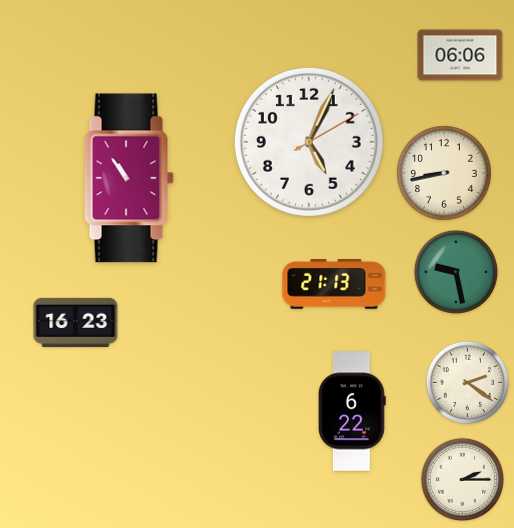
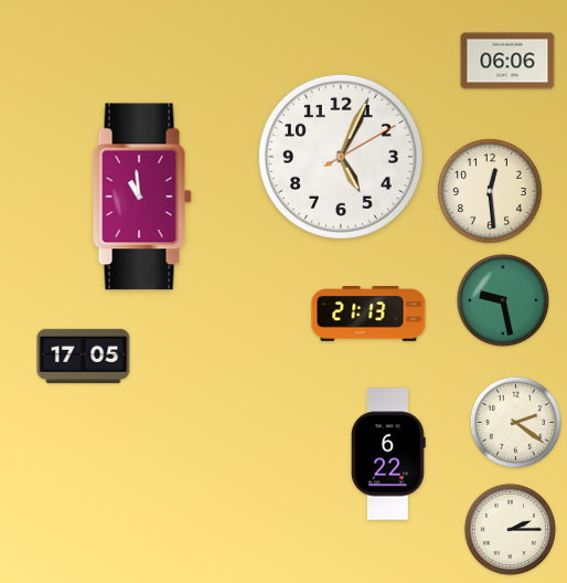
clock at (445, 174): 8:43 -> 12:29
clock at (129, 178): 10:54 -> 10:59
clock at (76, 322): 16:23 -> 17:05
